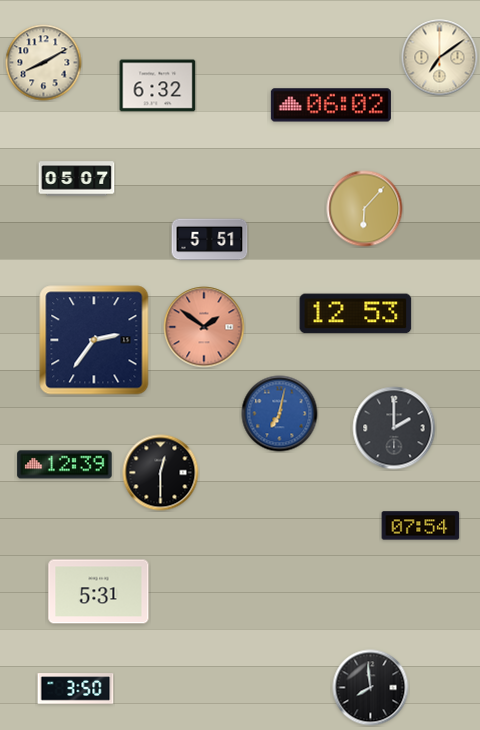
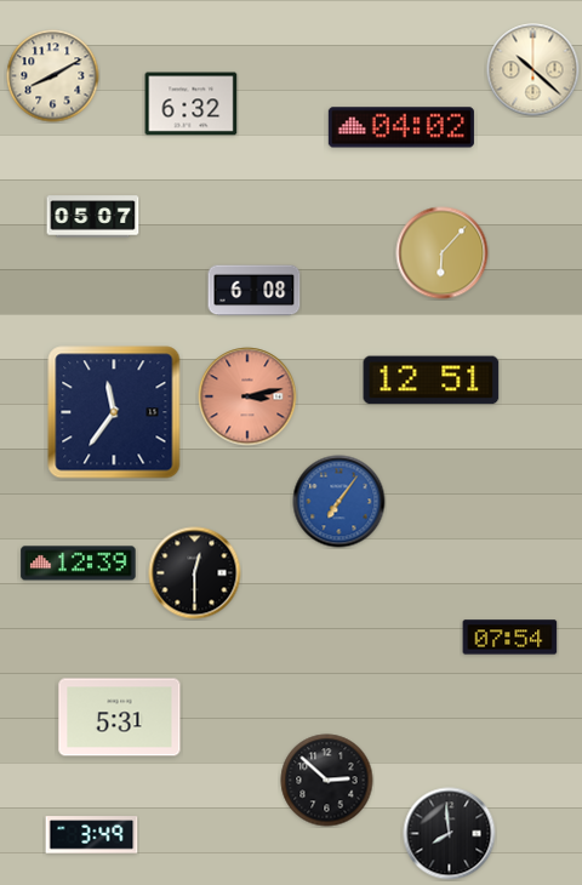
clock at (440, 58): 7:09 -> 10:22
clock at (331, 105): 06:02 -> 04:02
clock at (210, 240): 5:51 -> 6:08
clock at (356, 314): 12:53 -> 12:51
clock at (204, 327): 1:51 -> 3:13
clock at (94, 340): 2:36 -> 11:36
clock at (280, 414): 7:02 -> 7:06
clock at (394, 428): 2:00 -> none
clock at (327, 781): none -> 2:52
clock at (76, 689): 3:50 -> 3:49
